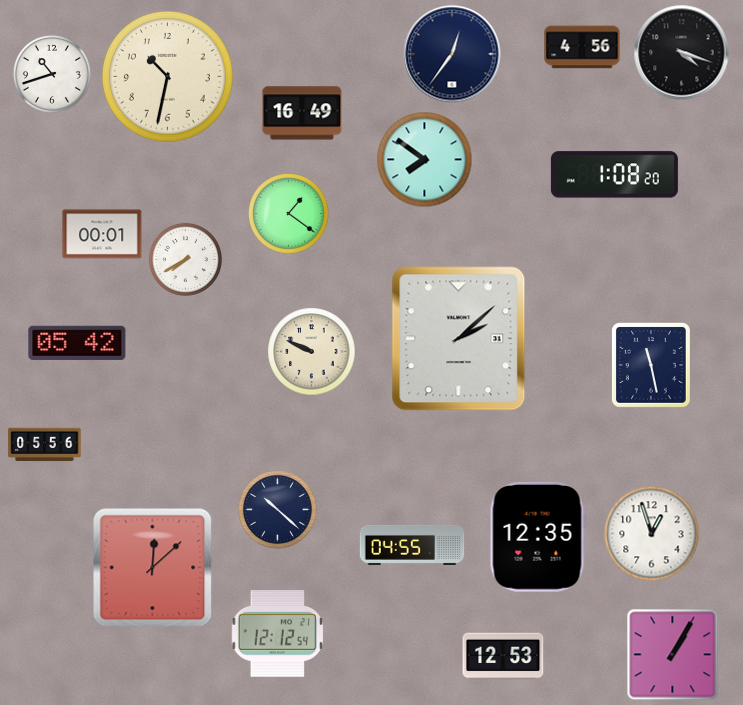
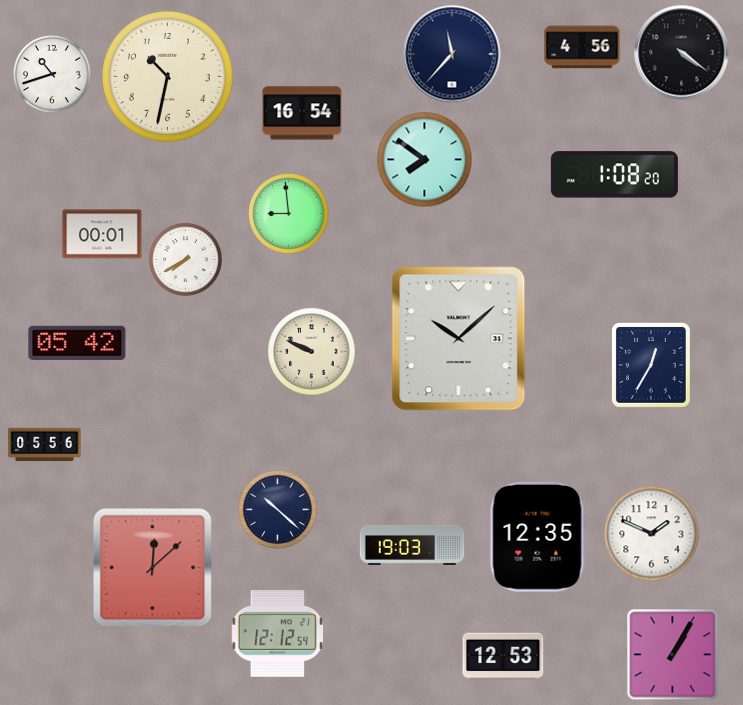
clock at (682, 53): 4:18 -> 4:21
clock at (452, 54): 12:36 -> 11:37
clock at (302, 113): 16:49 -> 16:54
clock at (289, 214): 1:21 -> 8:59
clock at (459, 339): 2:08 -> 10:08
clock at (651, 365): 11:28 -> 12:35
clock at (652, 534): 12:57 -> 1:49
clock at (412, 545): 04:55 -> 19:03
